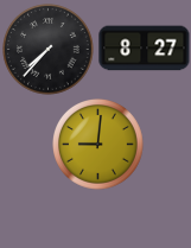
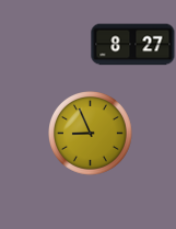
clock at (49, 50): 7:37 -> none
clock at (98, 145): 9:01 -> 8:56
